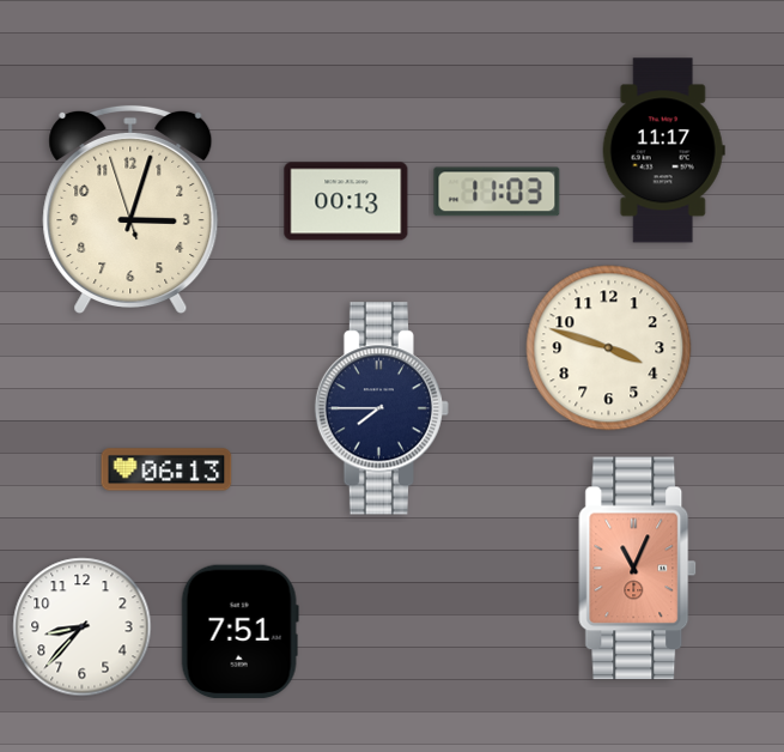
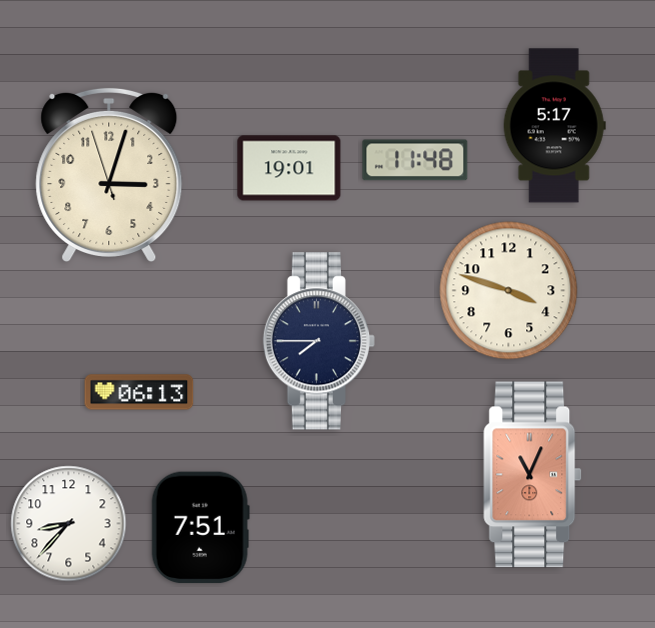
clock at (663, 151): 11:17 -> 5:17
clock at (497, 192): 11:03 -> 11:48
clock at (346, 201): 00:13 -> 19:01
